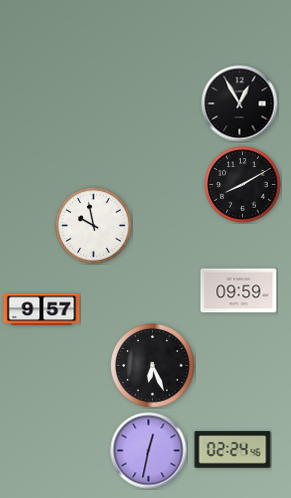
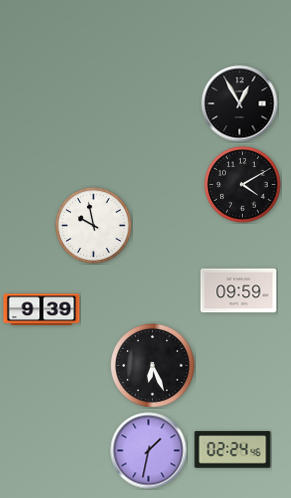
clock at (243, 185): 8:10 -> 4:10
clock at (42, 310): 9:57 -> 9:39
clock at (149, 451): 12:32 -> 1:32
